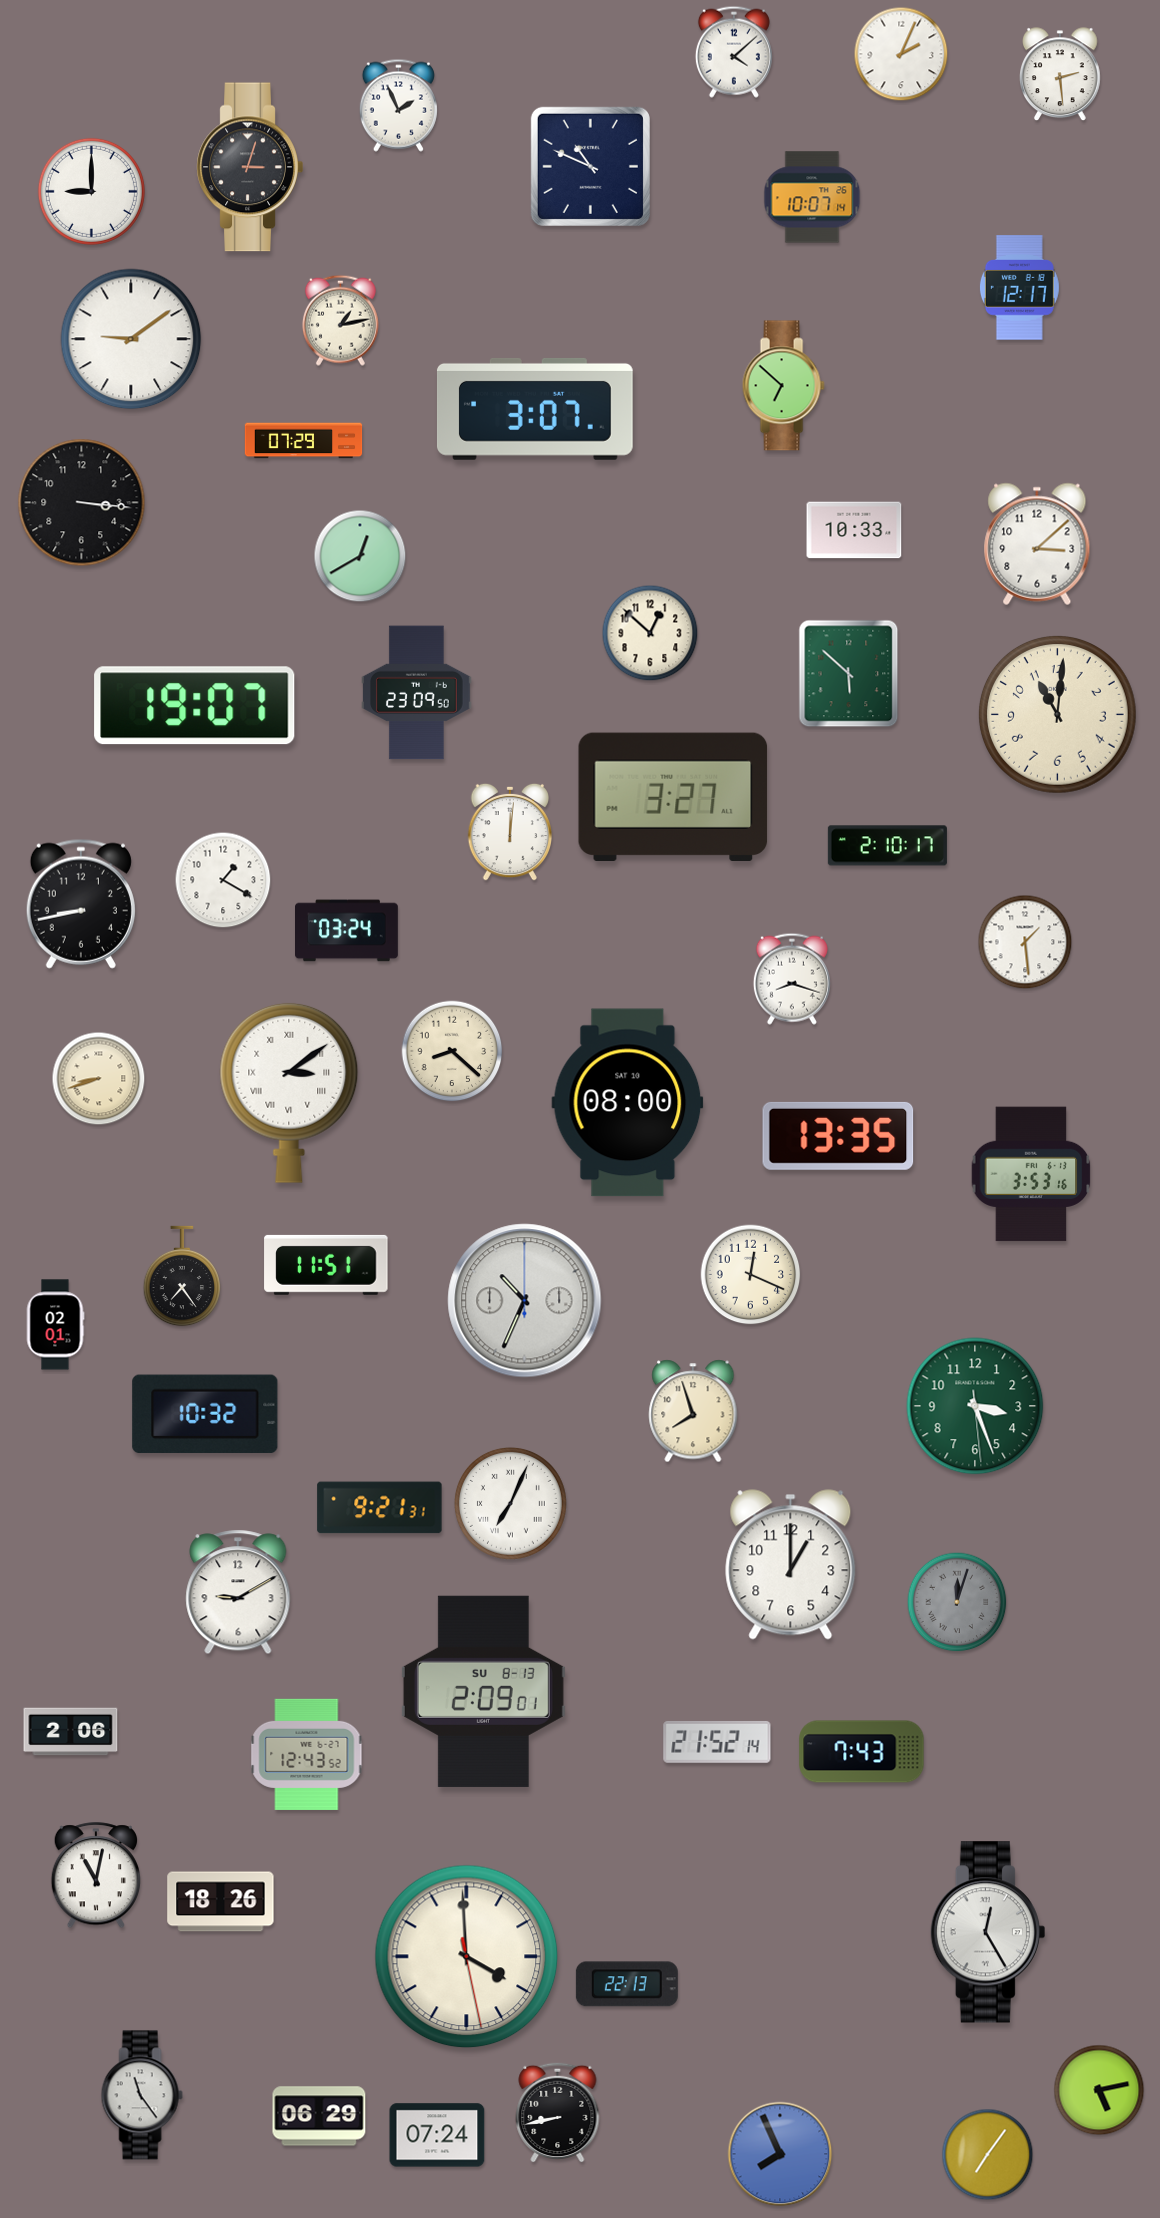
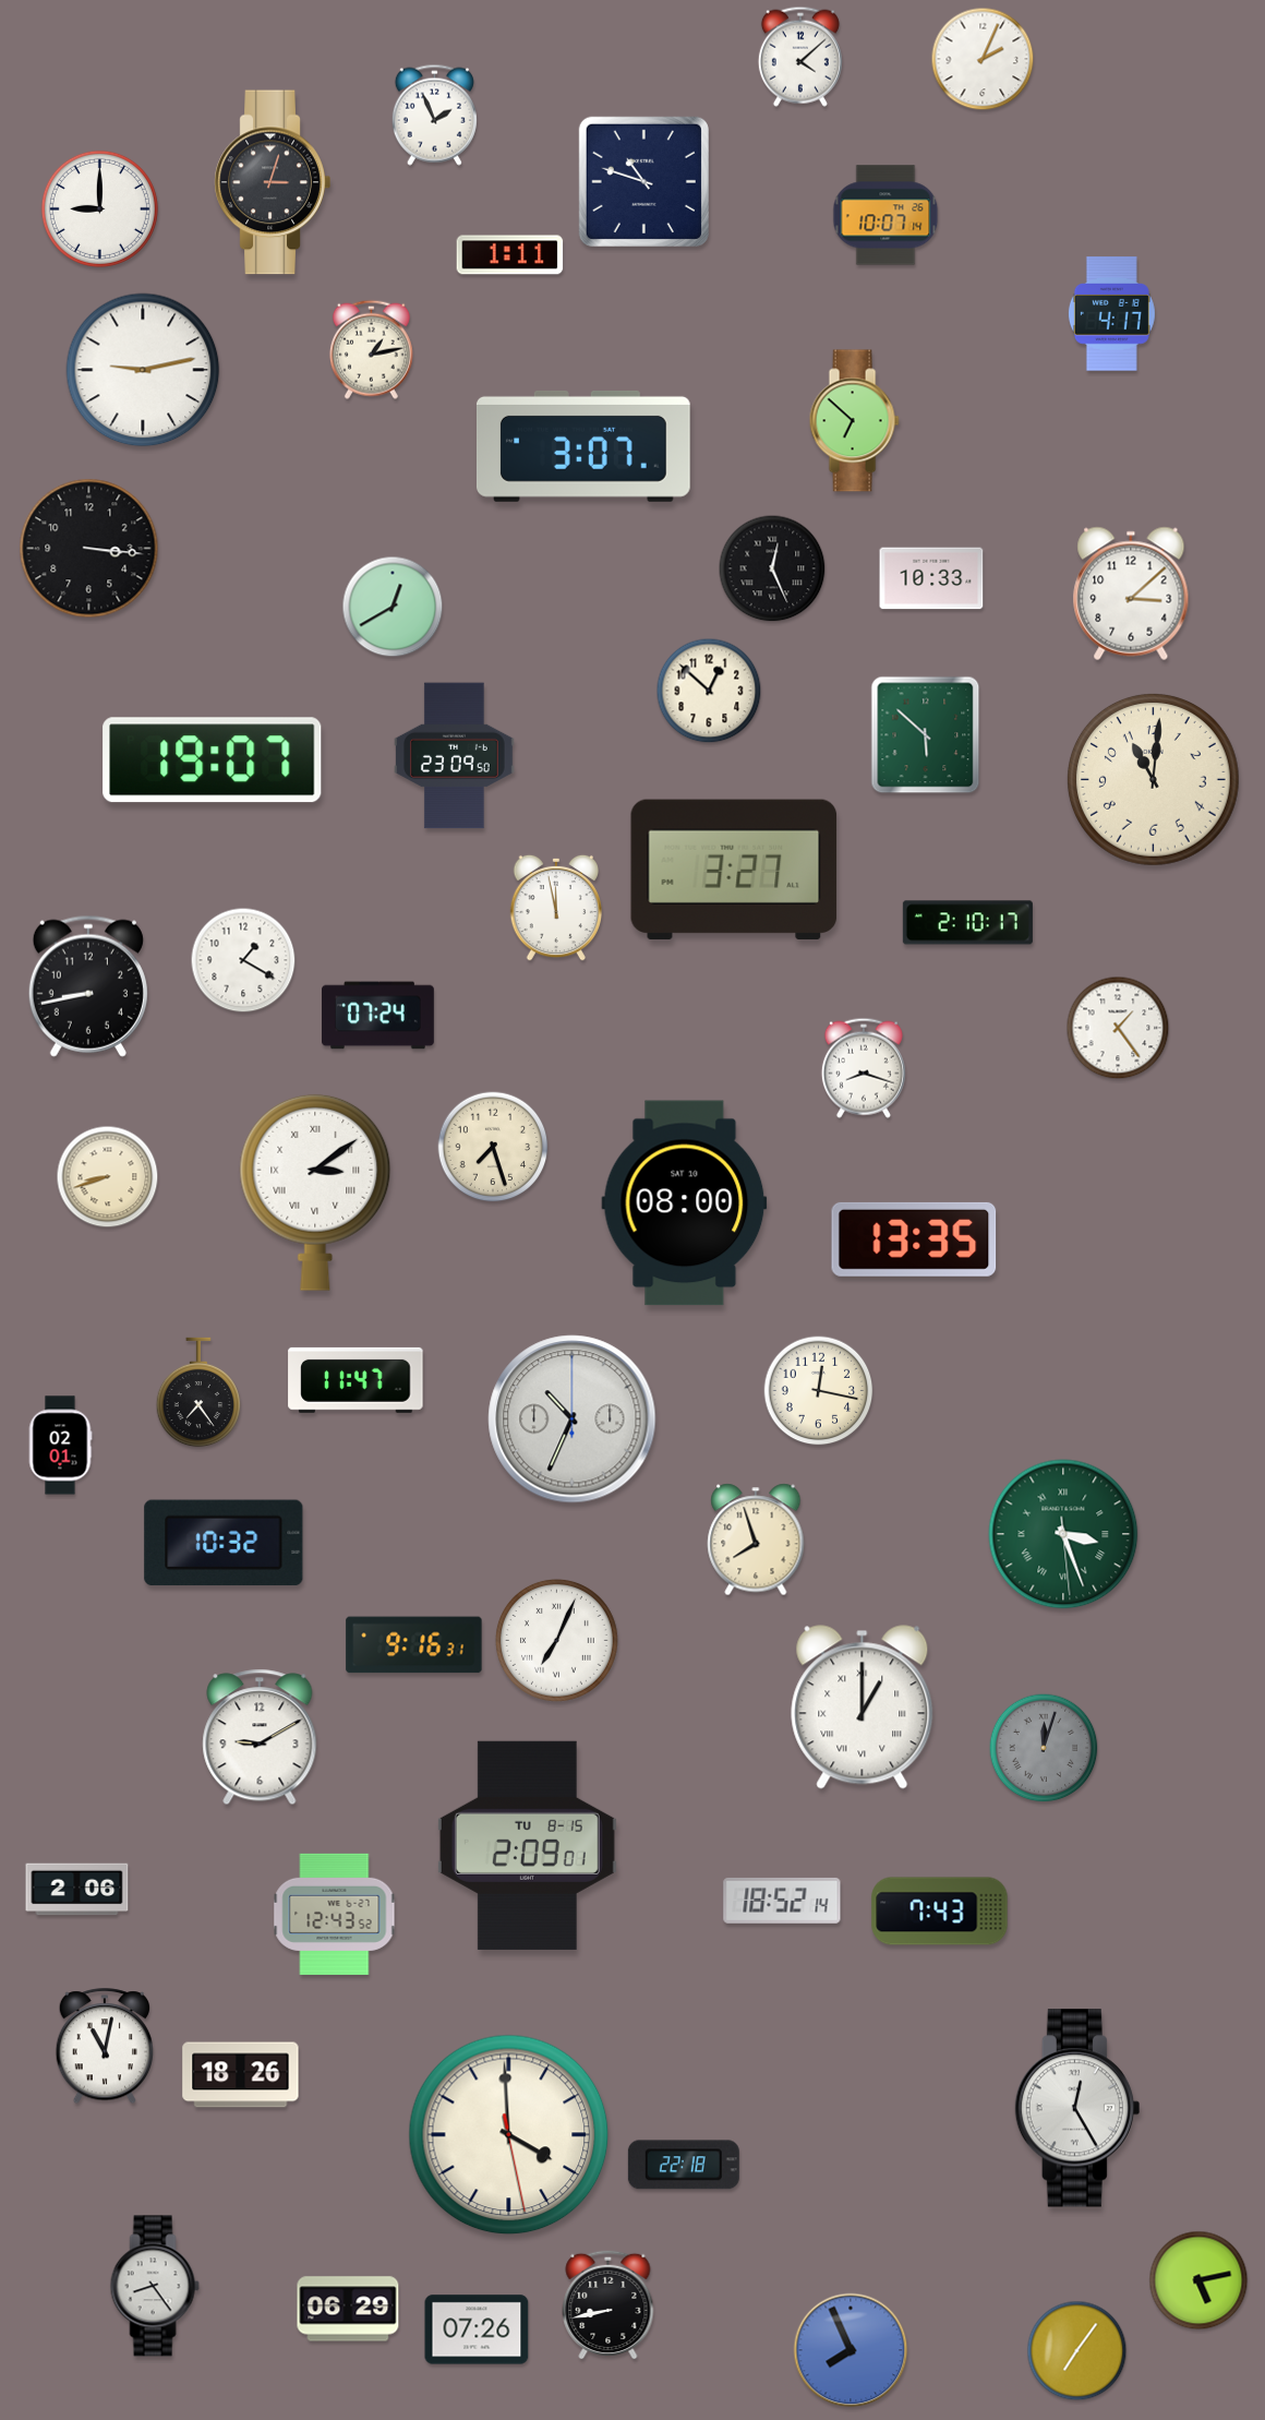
clock at (1061, 75): 2:29 -> none
clock at (590, 166): 10:49 -> 10:48
clock at (510, 255): none -> 1:11
clock at (1019, 288): 12:17 -> 4:17
clock at (131, 339): 9:09 -> 9:13
clock at (304, 441): 07:29 -> none
clock at (772, 568): none -> 12:26
clock at (195, 706) position: (195, 706) -> (213, 760)
clock at (509, 832): 12:01 -> 11:58
clock at (347, 931): 03:24 -> 07:24
clock at (1025, 942): 1:29 -> 1:24
clock at (452, 1051): 8:22 -> 7:27
clock at (1031, 1174): 3:53 -> none
clock at (326, 1265): 11:51 -> 11:47
clock at (751, 1275): 12:19 -> 12:17
clock at (975, 1406) numerals: Arabic -> Roman
clock at (380, 1508): 9:21 -> 9:16
clock at (791, 1565) numerals: Arabic -> Roman
clock at (483, 1691) date: SU 8-13 -> TU 8-15
clock at (717, 1742): 21:52 -> 18:52
clock at (627, 1984): 22:13 -> 22:18
clock at (142, 2095): 11:24 -> 8:24
clock at (437, 2135): 07:24 -> 07:26
